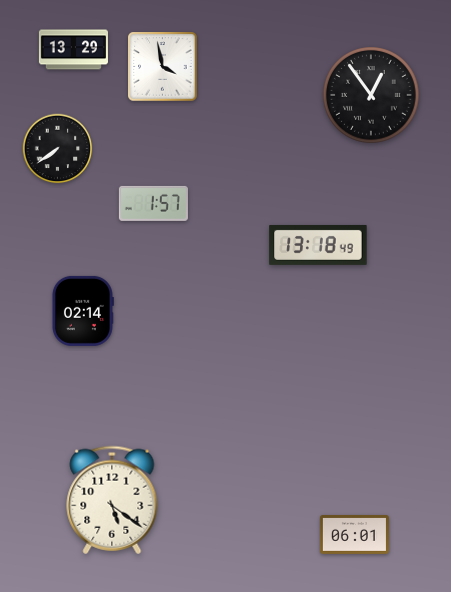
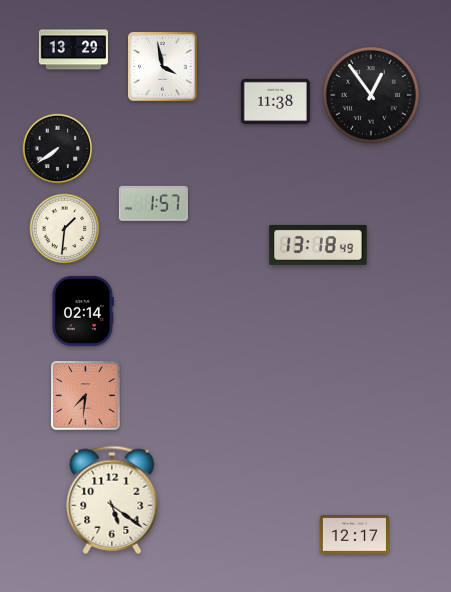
clock at (275, 101): none -> 11:38
clock at (65, 229): none -> 1:31
clock at (86, 396): none -> 7:31
clock at (354, 534): 06:01 -> 12:17
